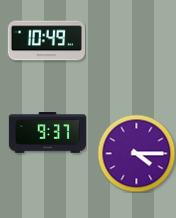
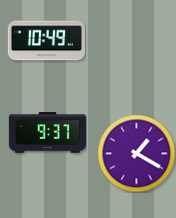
clock at (136, 153): 4:15 -> 1:20
